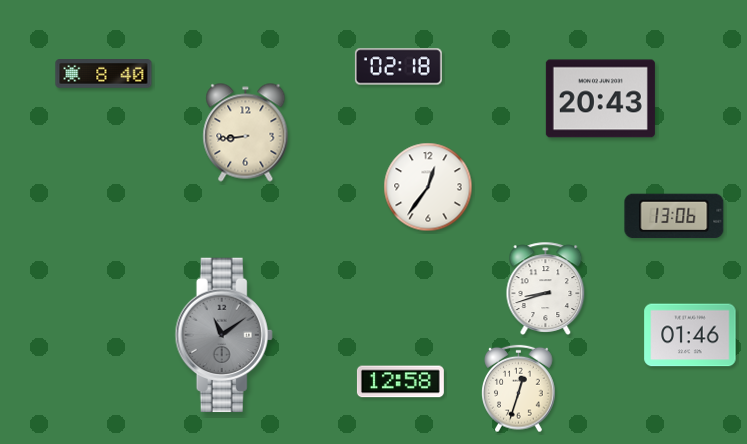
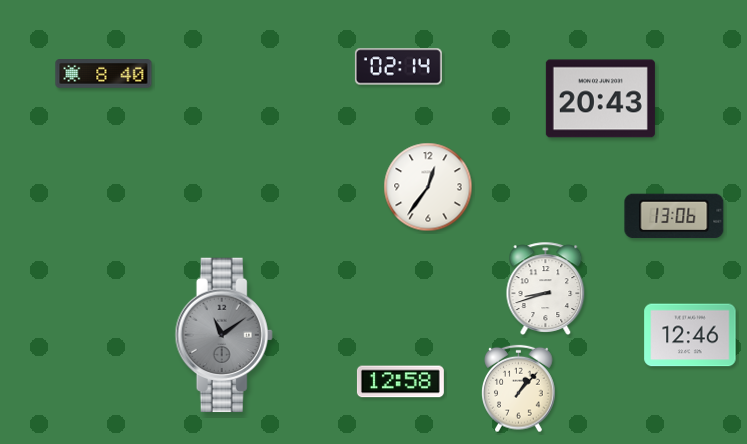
clock at (398, 67): 02:18 -> 02:14
clock at (246, 133): 8:44 -> none
clock at (690, 335): 01:46 -> 12:46
clock at (519, 389): 12:33 -> 1:07
